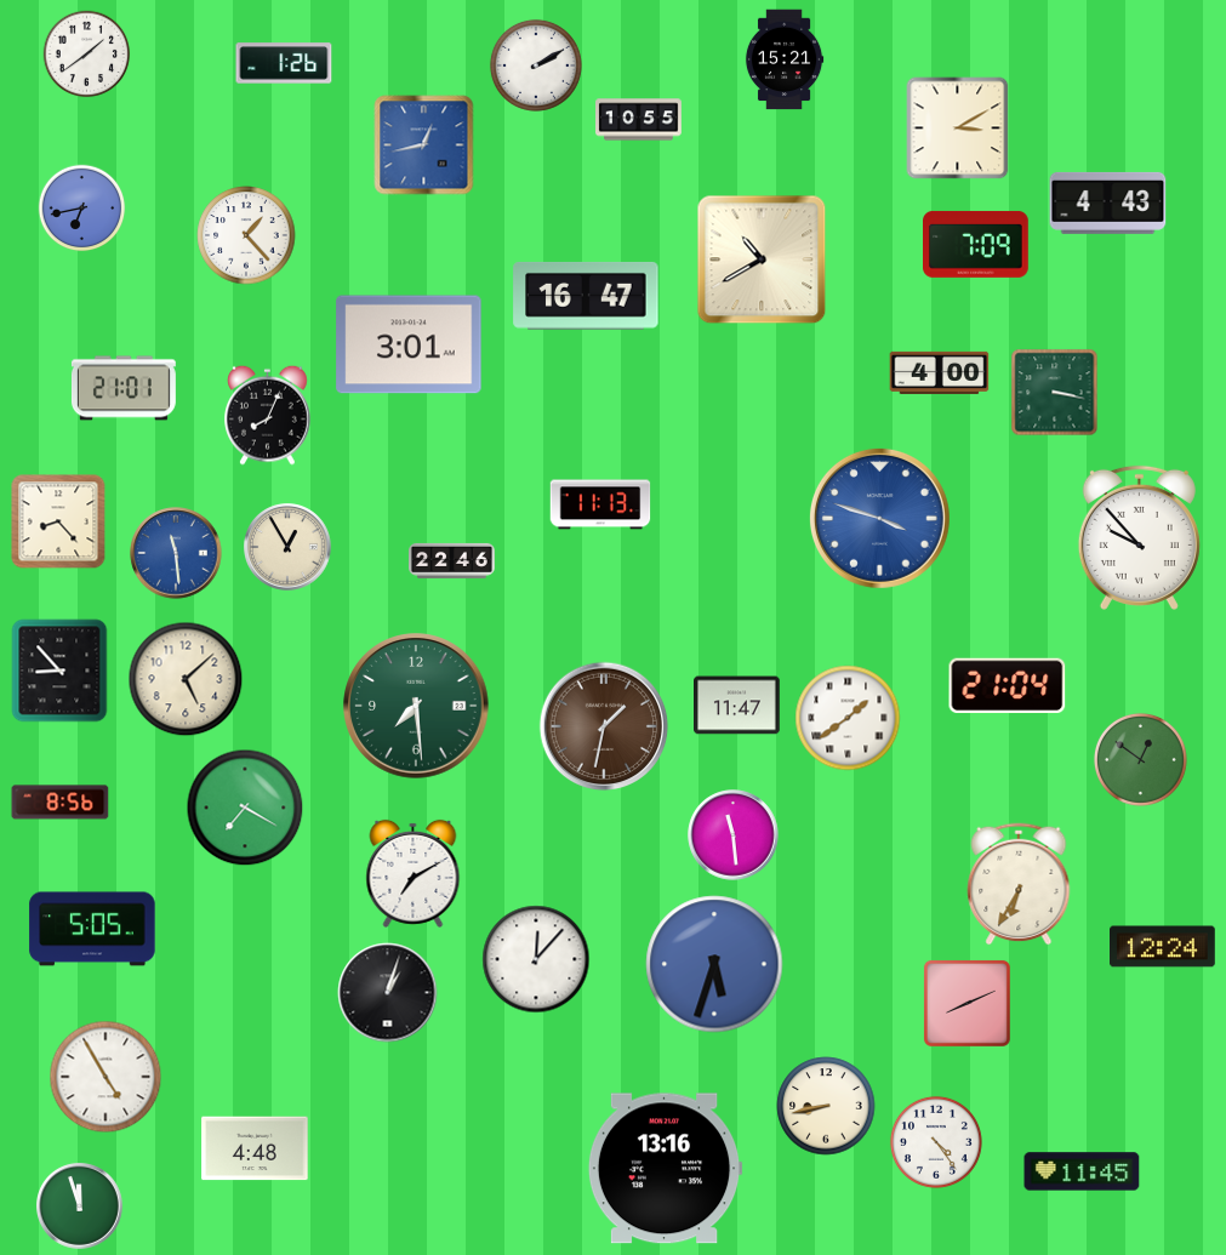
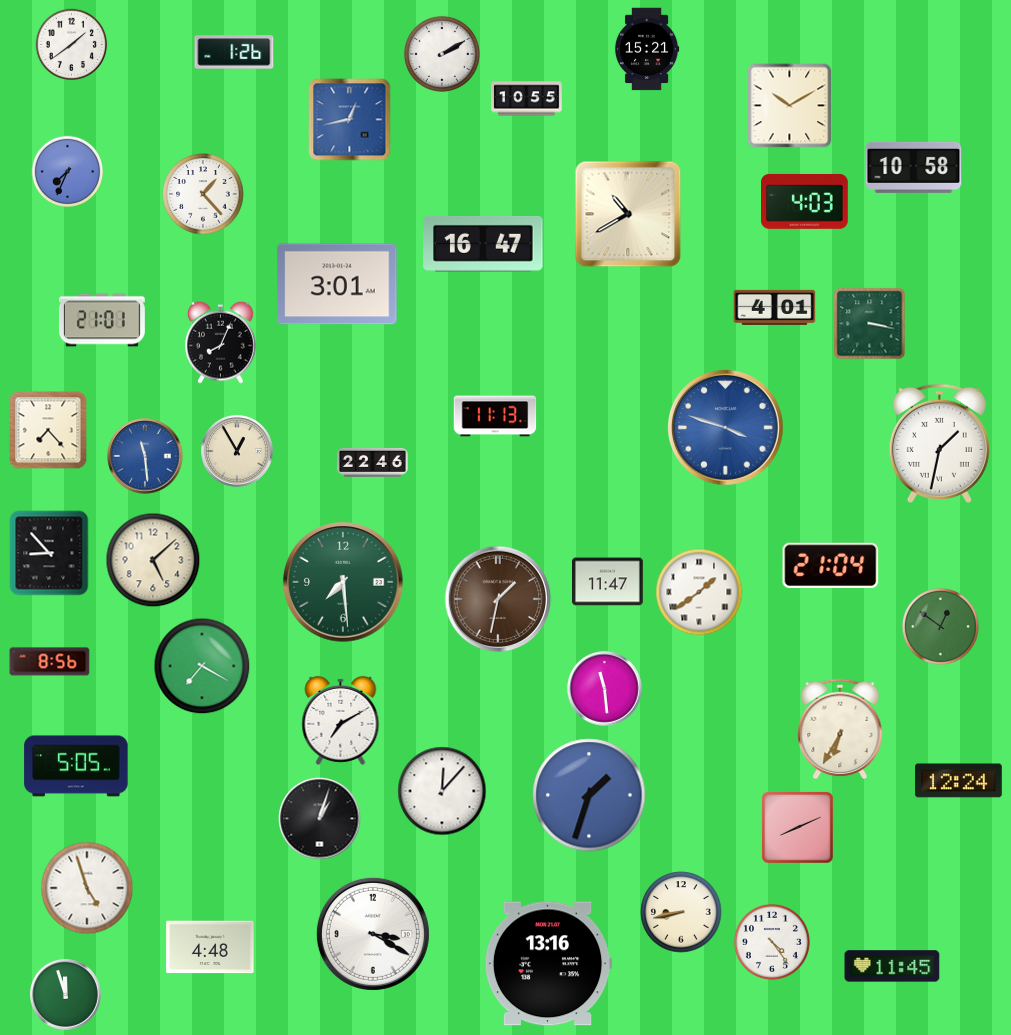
clock at (958, 129): 3:10 -> 10:10
clock at (1108, 202): 4:43 -> 10:58
clock at (82, 209): 6:43 -> 7:34
clock at (976, 244): 7:09 -> 4:03
clock at (940, 372): 4:00 -> 4:01
clock at (58, 521): 8:23 -> 7:23
clock at (1139, 537): 9:53 -> 1:32
clock at (714, 964): 5:33 -> 1:33
clock at (106, 1077): 4:55 -> 4:57
clock at (373, 934): none -> 3:20
